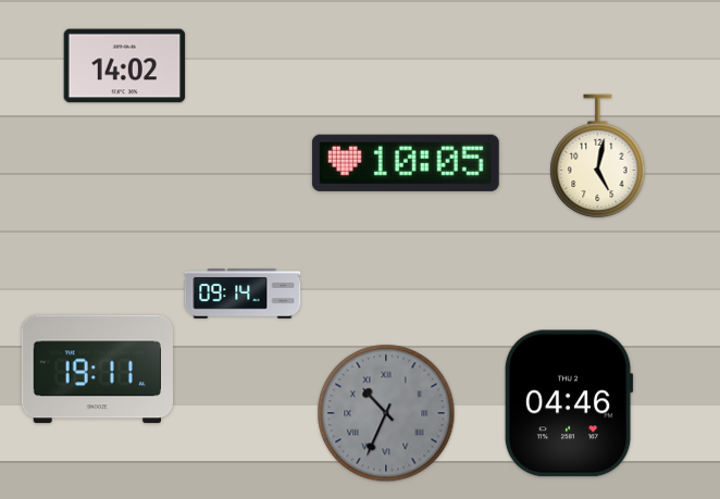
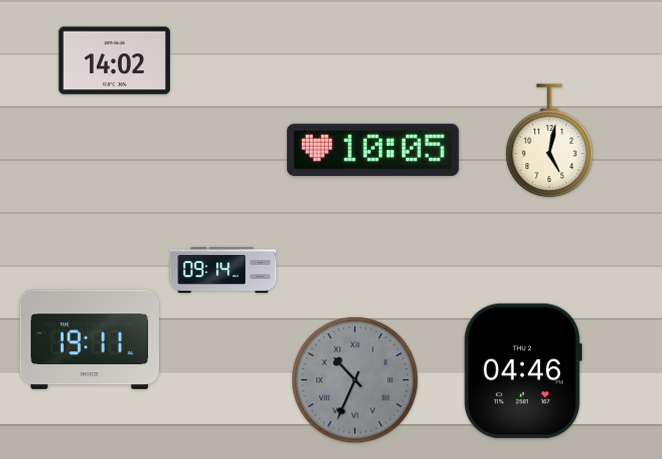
clock at (598, 157) position: (598, 157) -> (550, 141)
